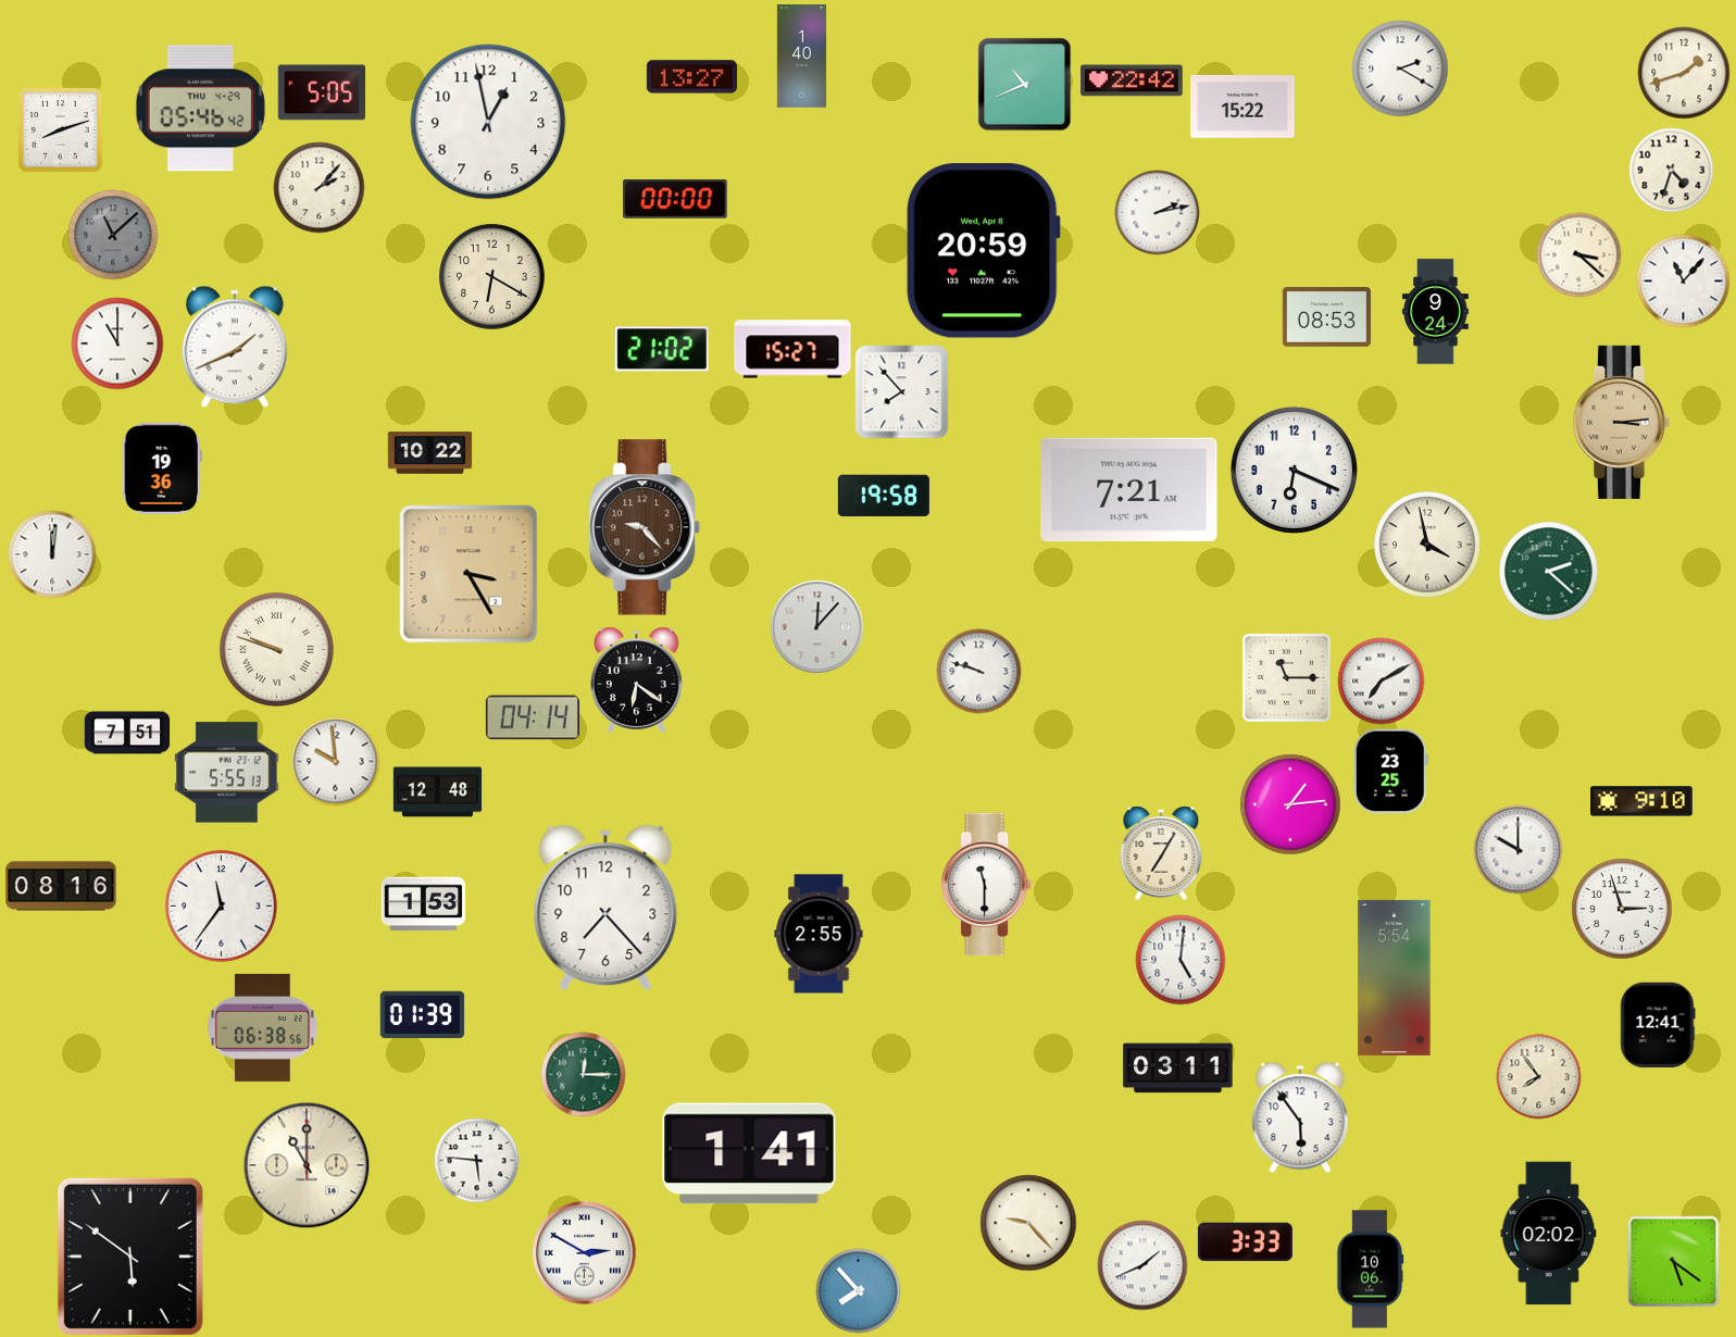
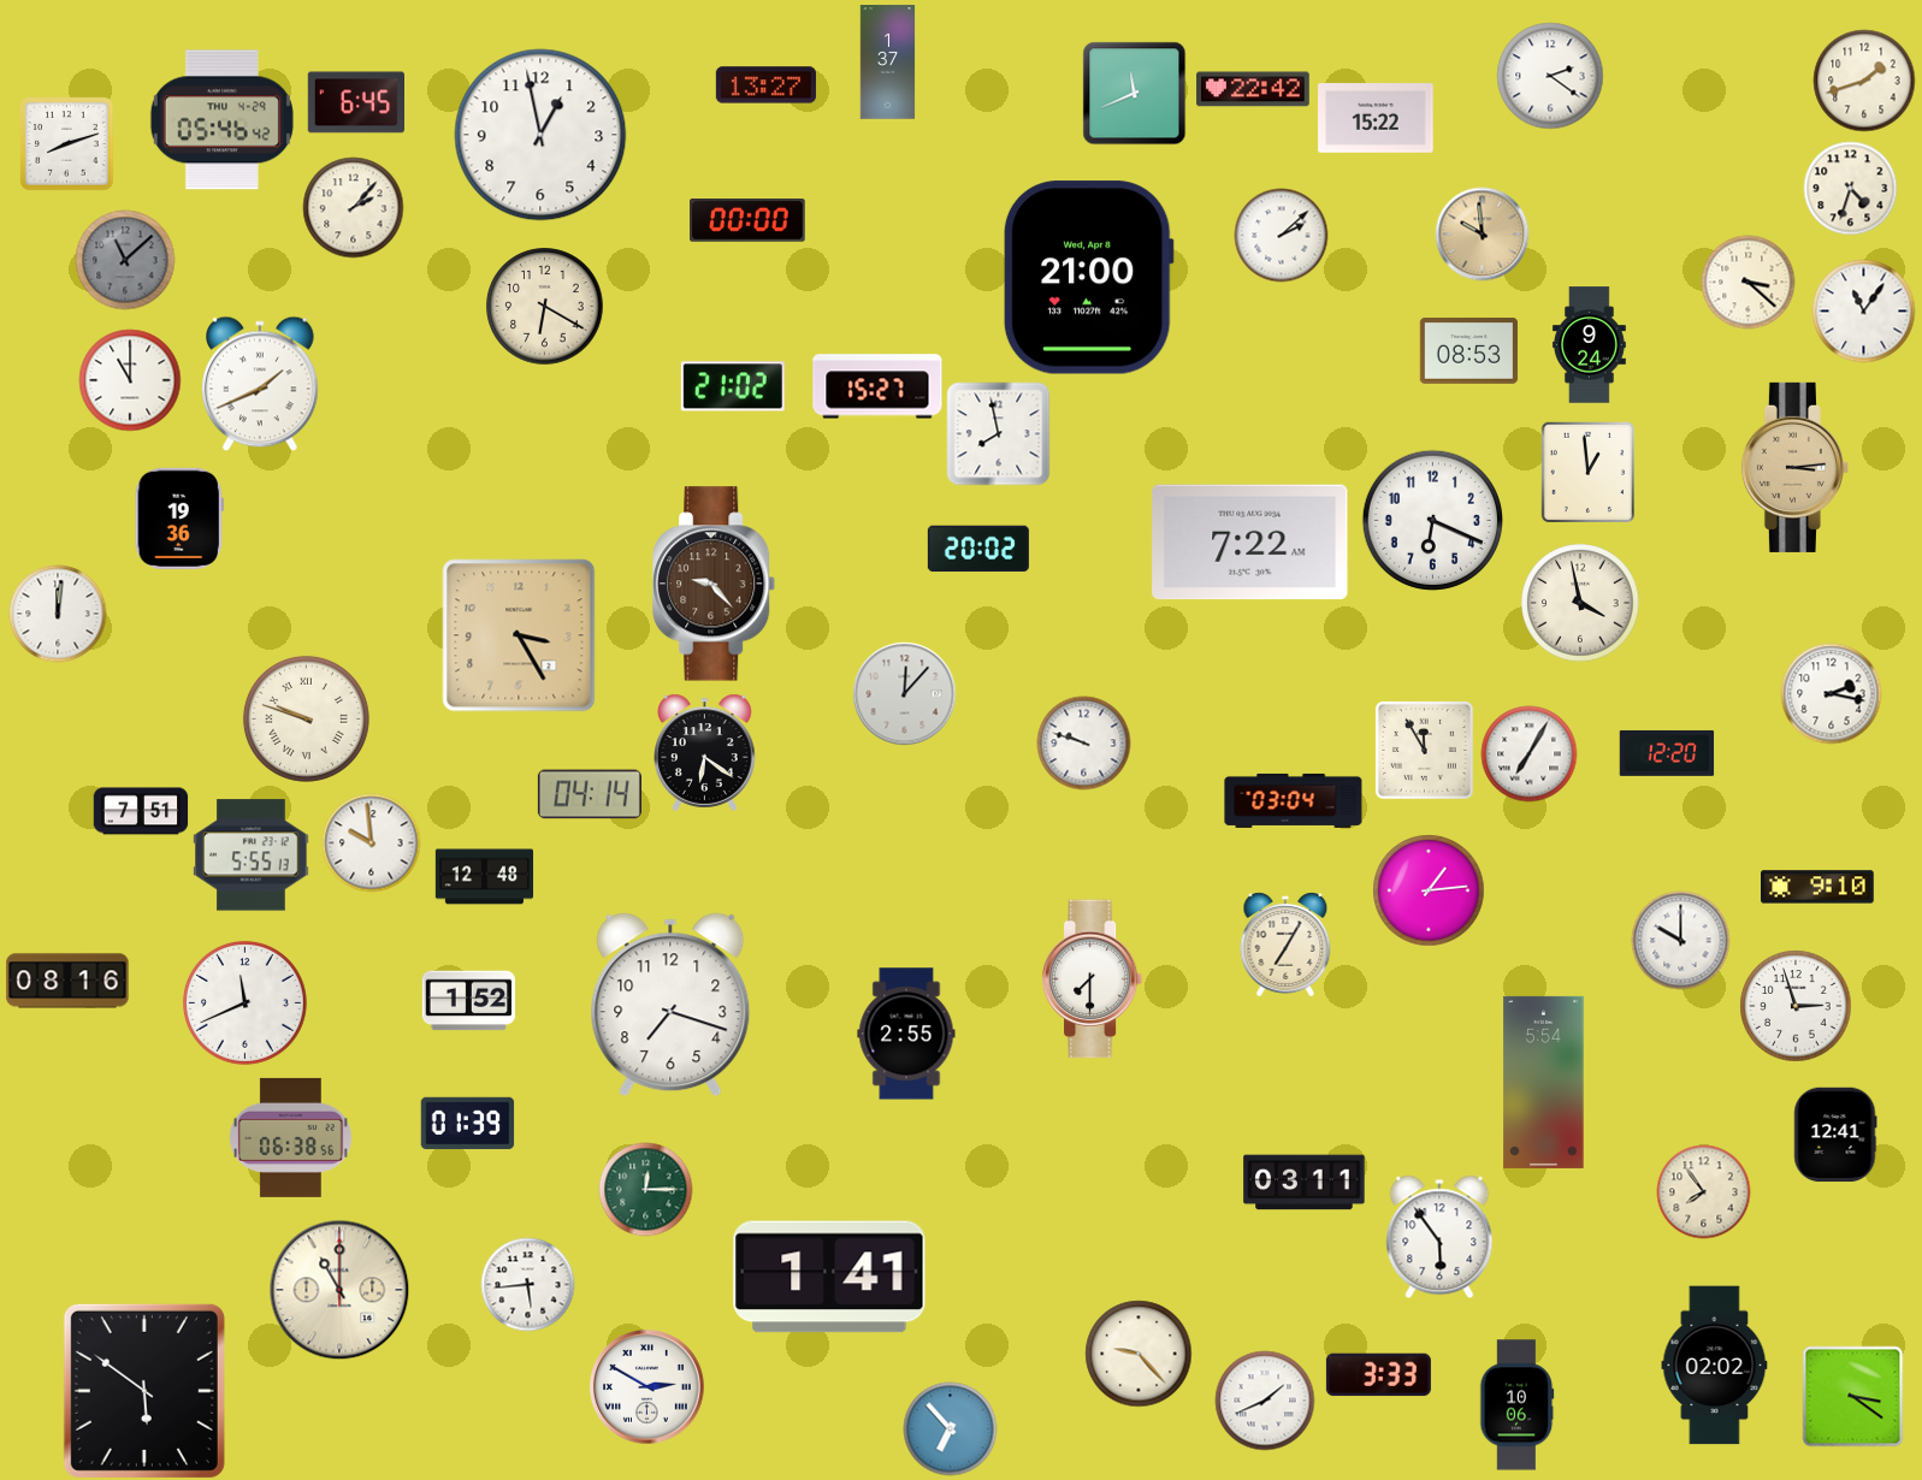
clock at (802, 57): 1:40 -> 1:37
clock at (1400, 68): 2:20 -> 2:21
clock at (1024, 84): 10:41 -> 11:41
clock at (321, 92): 5:05 -> 6:45
clock at (1482, 233): none -> 9:59
clock at (1157, 212): 2:13 -> 2:08
clock at (983, 251): 20:59 -> 21:00
clock at (1683, 280): 11:07 -> 11:06
clock at (901, 391): 7:53 -> 7:58
clock at (1587, 472): none -> 12:59
clock at (429, 453): 10:22 -> none
clock at (1129, 490): 7:21 -> 7:22
clock at (884, 496): 19:58 -> 20:02
clock at (1548, 571): 2:22 -> none
clock at (1831, 693): none -> 2:17
clock at (1286, 677): 11:15 -> 11:55
clock at (1381, 680): 7:10 -> 7:05
clock at (1667, 753): none -> 12:20
clock at (1294, 800): none -> 03:04
clock at (1390, 771): 23:25 -> none
clock at (987, 885): 11:30 -> 7:30
clock at (423, 904): 1:53 -> 1:52
clock at (221, 905): 11:36 -> 11:41
clock at (605, 908): 7:23 -> 7:18
clock at (1181, 960): 5:01 -> none
clock at (476, 1160): 5:46 -> 5:44
clock at (1673, 1261): 5:21 -> 3:21
clock at (858, 1290): 7:53 -> 6:53
